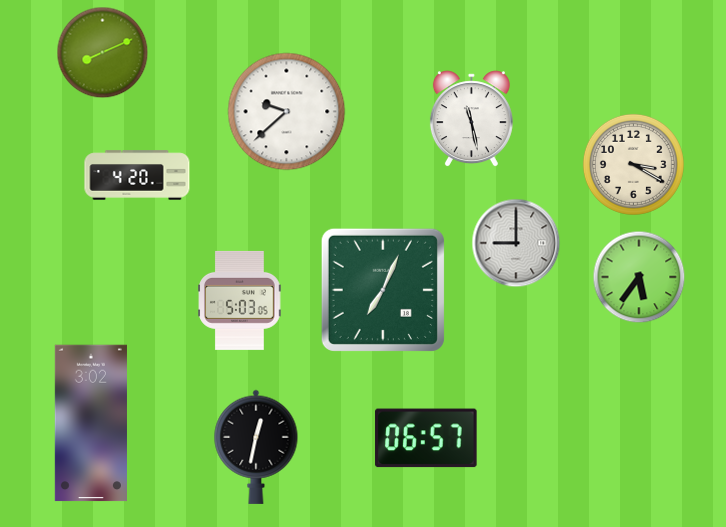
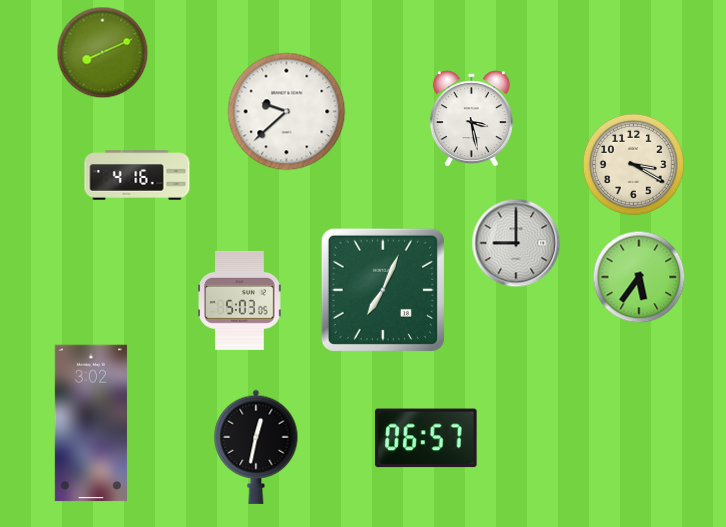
clock at (471, 119): 11:28 -> 3:28
clock at (137, 175): 4:20 -> 4:16
